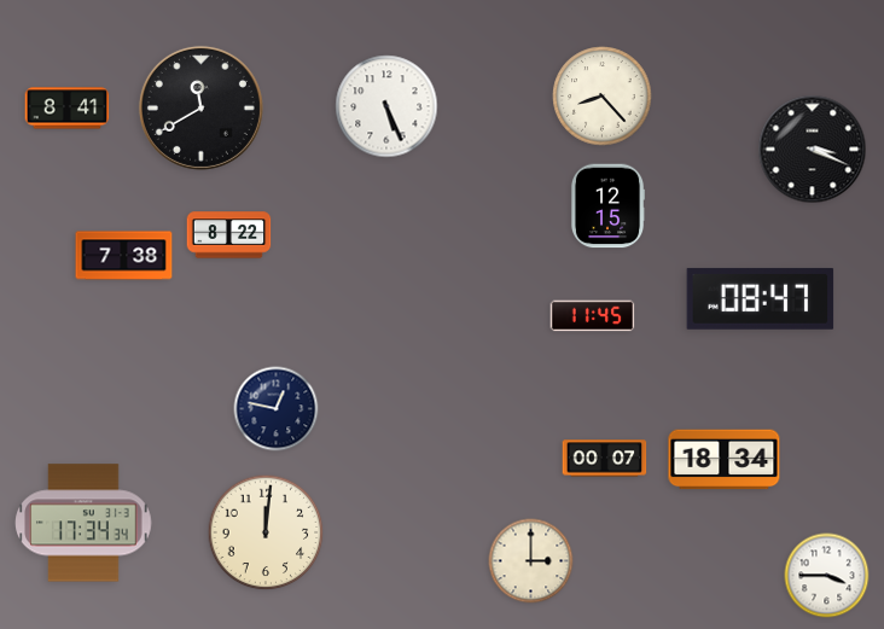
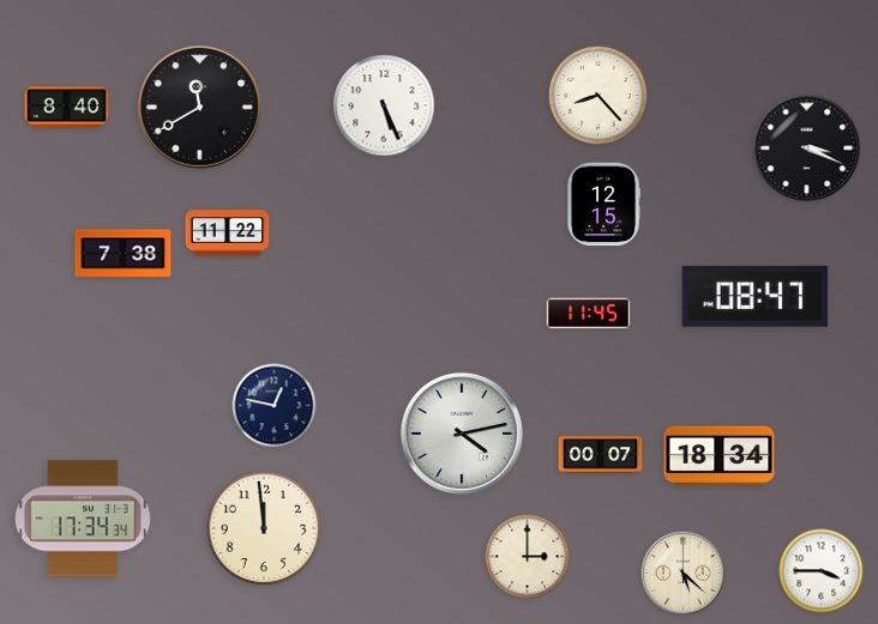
clock at (68, 109): 8:41 -> 8:40
clock at (229, 235): 8:22 -> 11:22
clock at (462, 434): none -> 4:13
clock at (266, 532): 12:01 -> 11:59
clock at (684, 574): none -> 5:22
